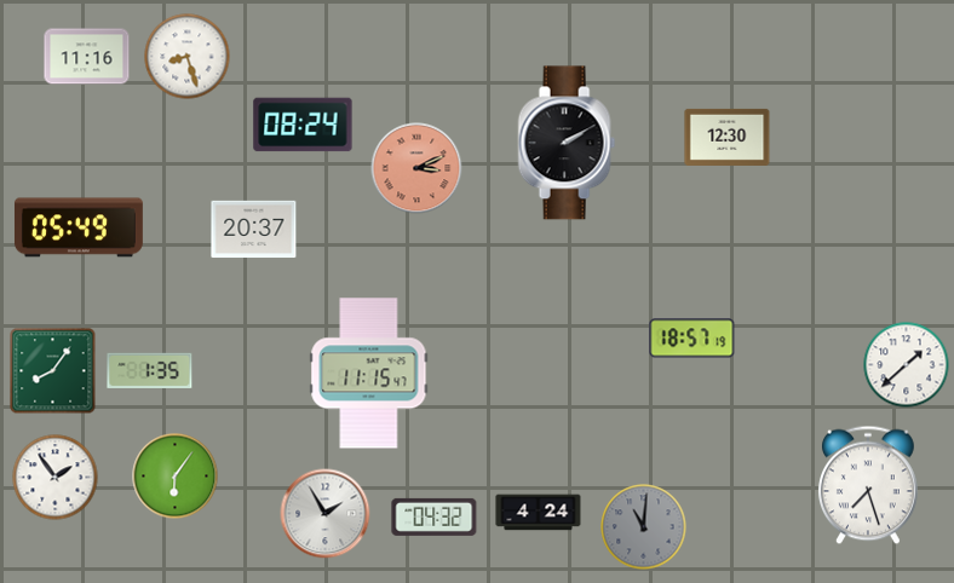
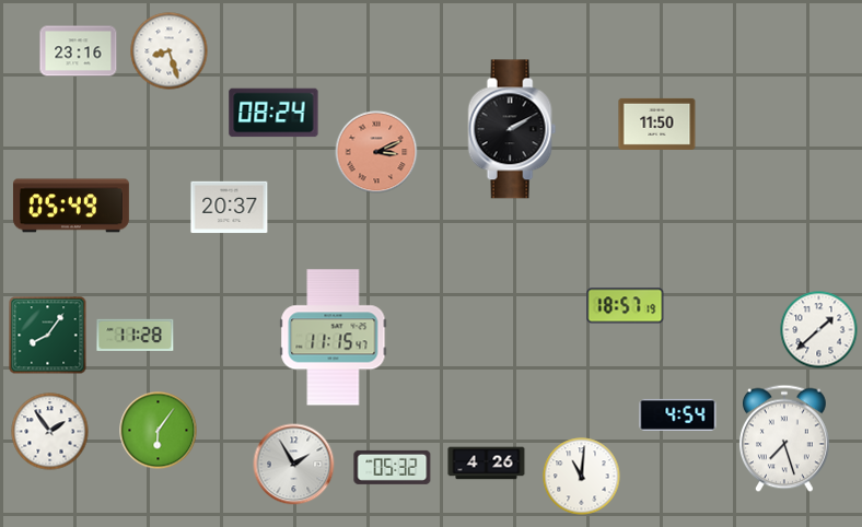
clock at (87, 57): 11:16 -> 23:16
clock at (728, 137): 12:30 -> 11:50
clock at (150, 370): 1:35 -> 11:28
clock at (678, 414): none -> 4:54
clock at (539, 513): 4:24 -> 4:26
clock at (435, 516): 04:32 -> 05:32
clock at (644, 527) dial: grey -> white
